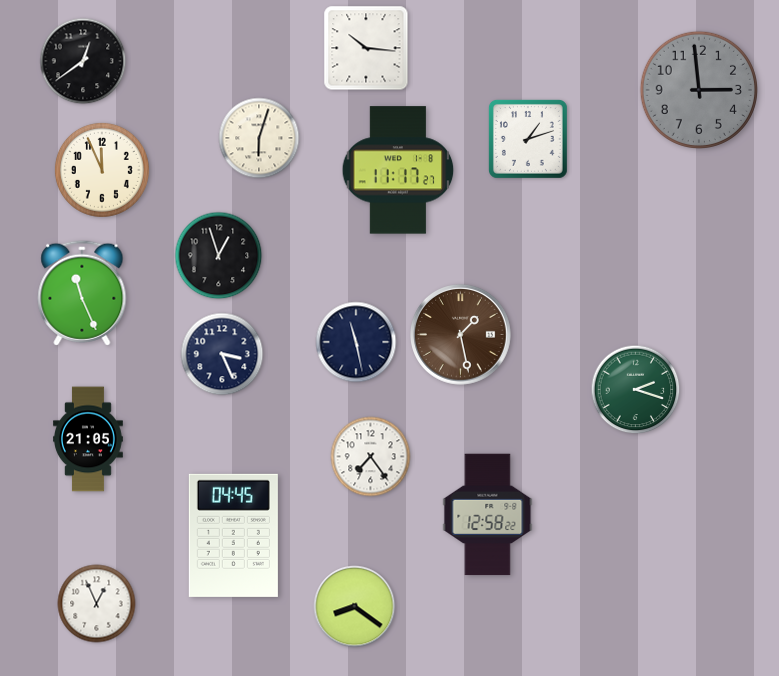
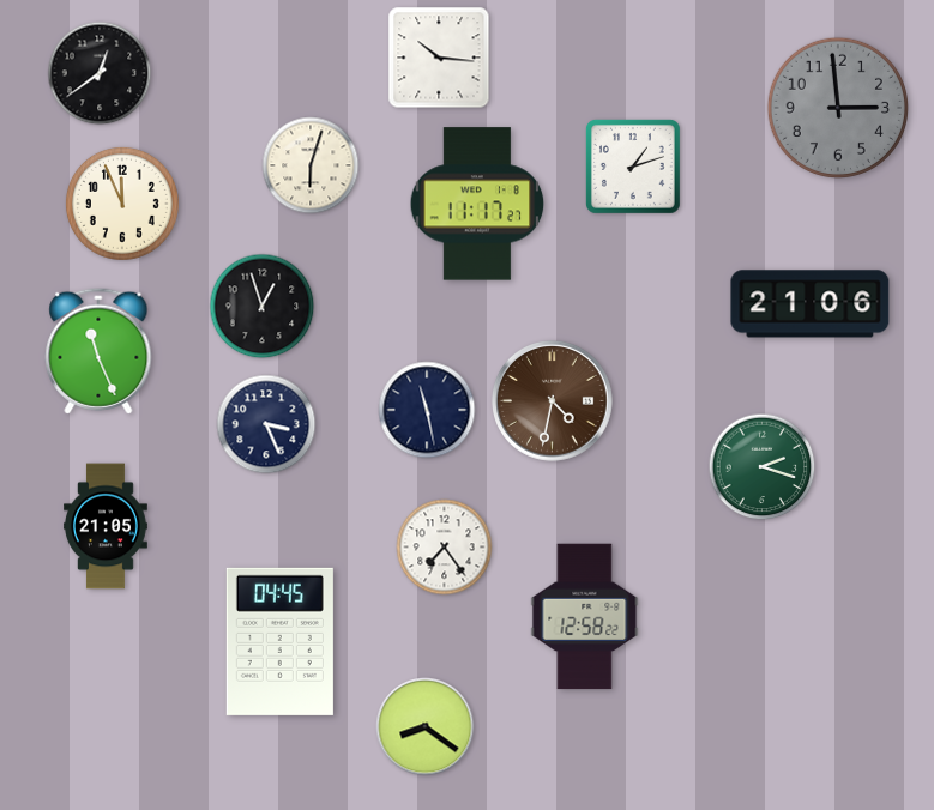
clock at (811, 304): none -> 21:06
clock at (461, 335): 1:28 -> 4:32
clock at (97, 604): 12:56 -> none
